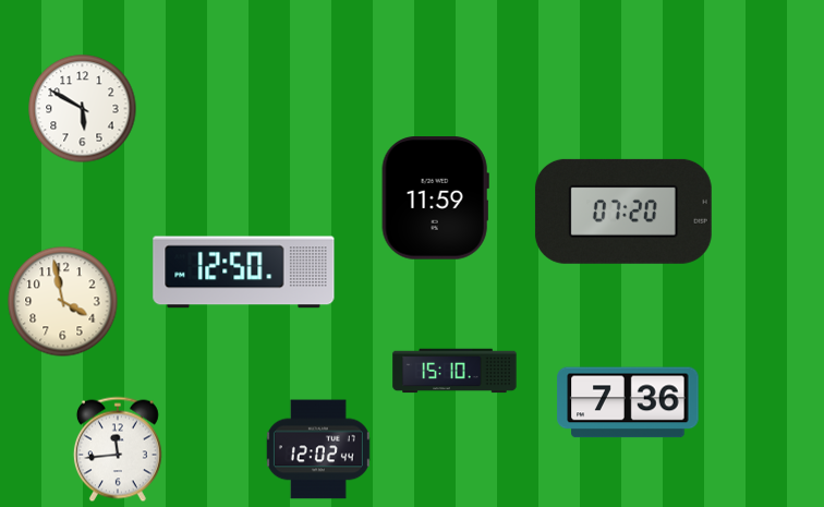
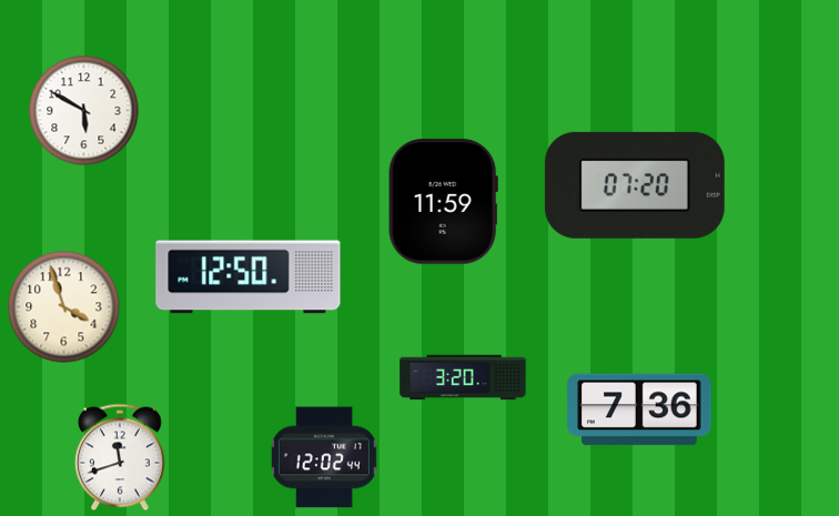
clock at (623, 212) position: (623, 212) -> (635, 185)
clock at (63, 302): 3:58 -> 3:57
clock at (455, 371): 15:10 -> 3:20
clock at (118, 449): 11:44 -> 11:42
